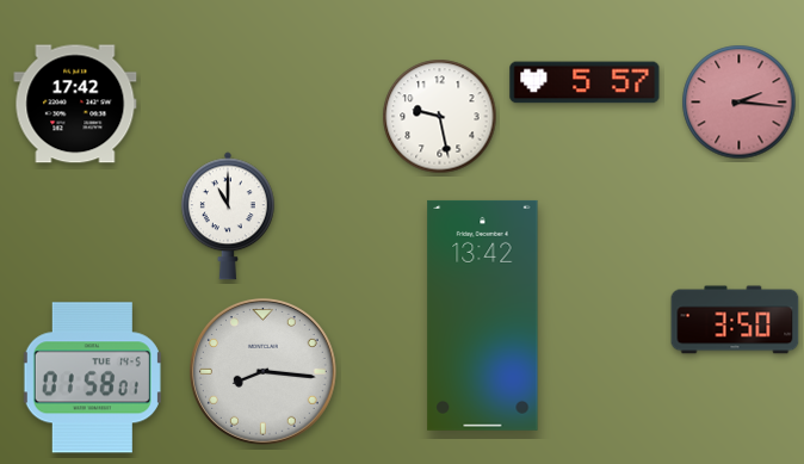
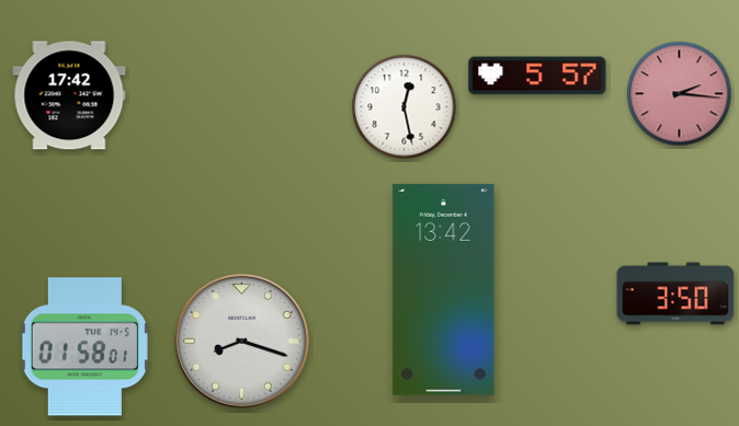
clock at (440, 117): 9:28 -> 12:28
clock at (228, 216): 11:00 -> none
clock at (262, 371): 8:16 -> 8:18
